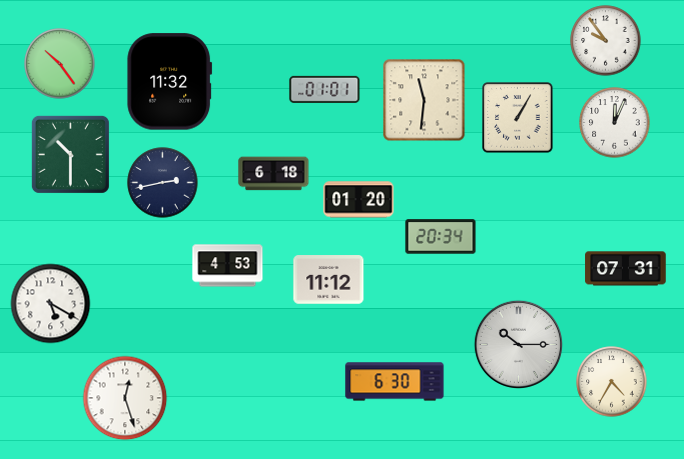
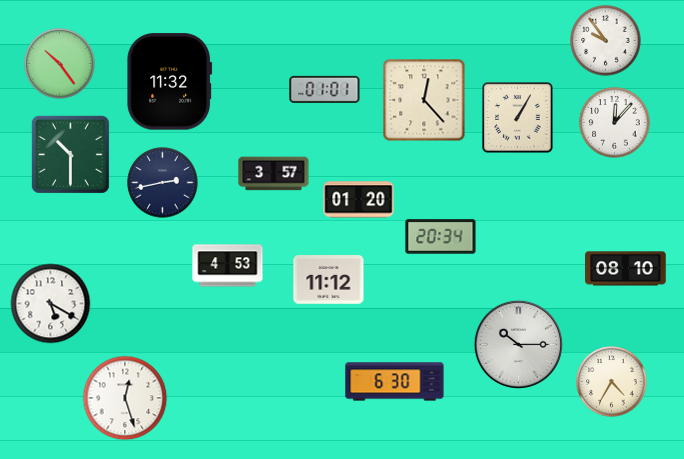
clock at (424, 100): 11:31 -> 12:23
clock at (615, 123): 12:04 -> 12:07
clock at (274, 174): 6:18 -> 3:57
clock at (626, 269): 07:31 -> 08:10
